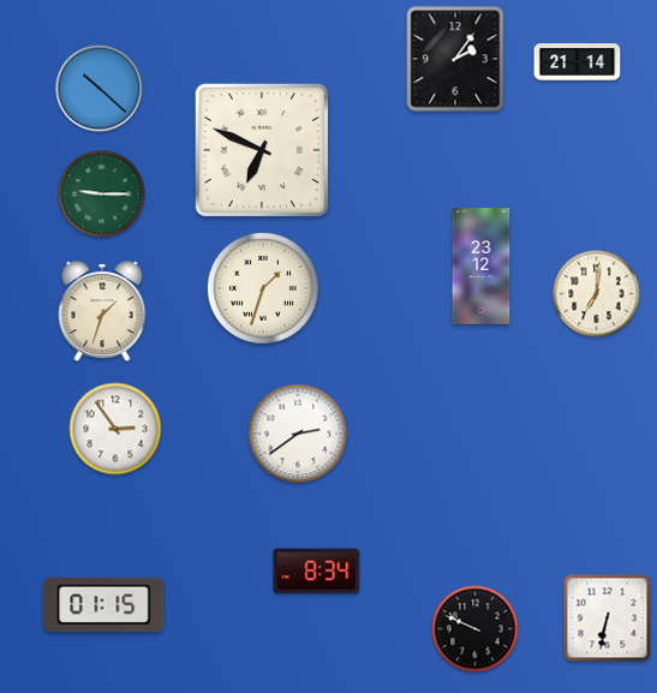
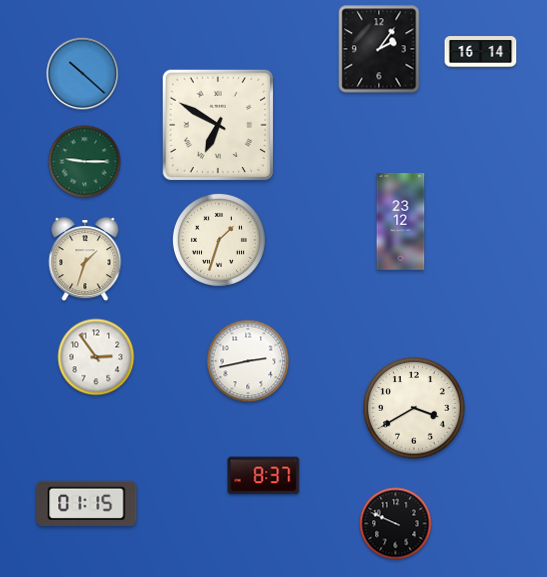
clock at (578, 62): 21:14 -> 16:14
clock at (262, 150): 6:49 -> 6:50
clock at (597, 294): 7:01 -> none
clock at (298, 434): 2:39 -> 2:43
clock at (414, 408): none -> 3:40
clock at (317, 572): 8:34 -> 8:37
clock at (608, 619): 6:32 -> none
